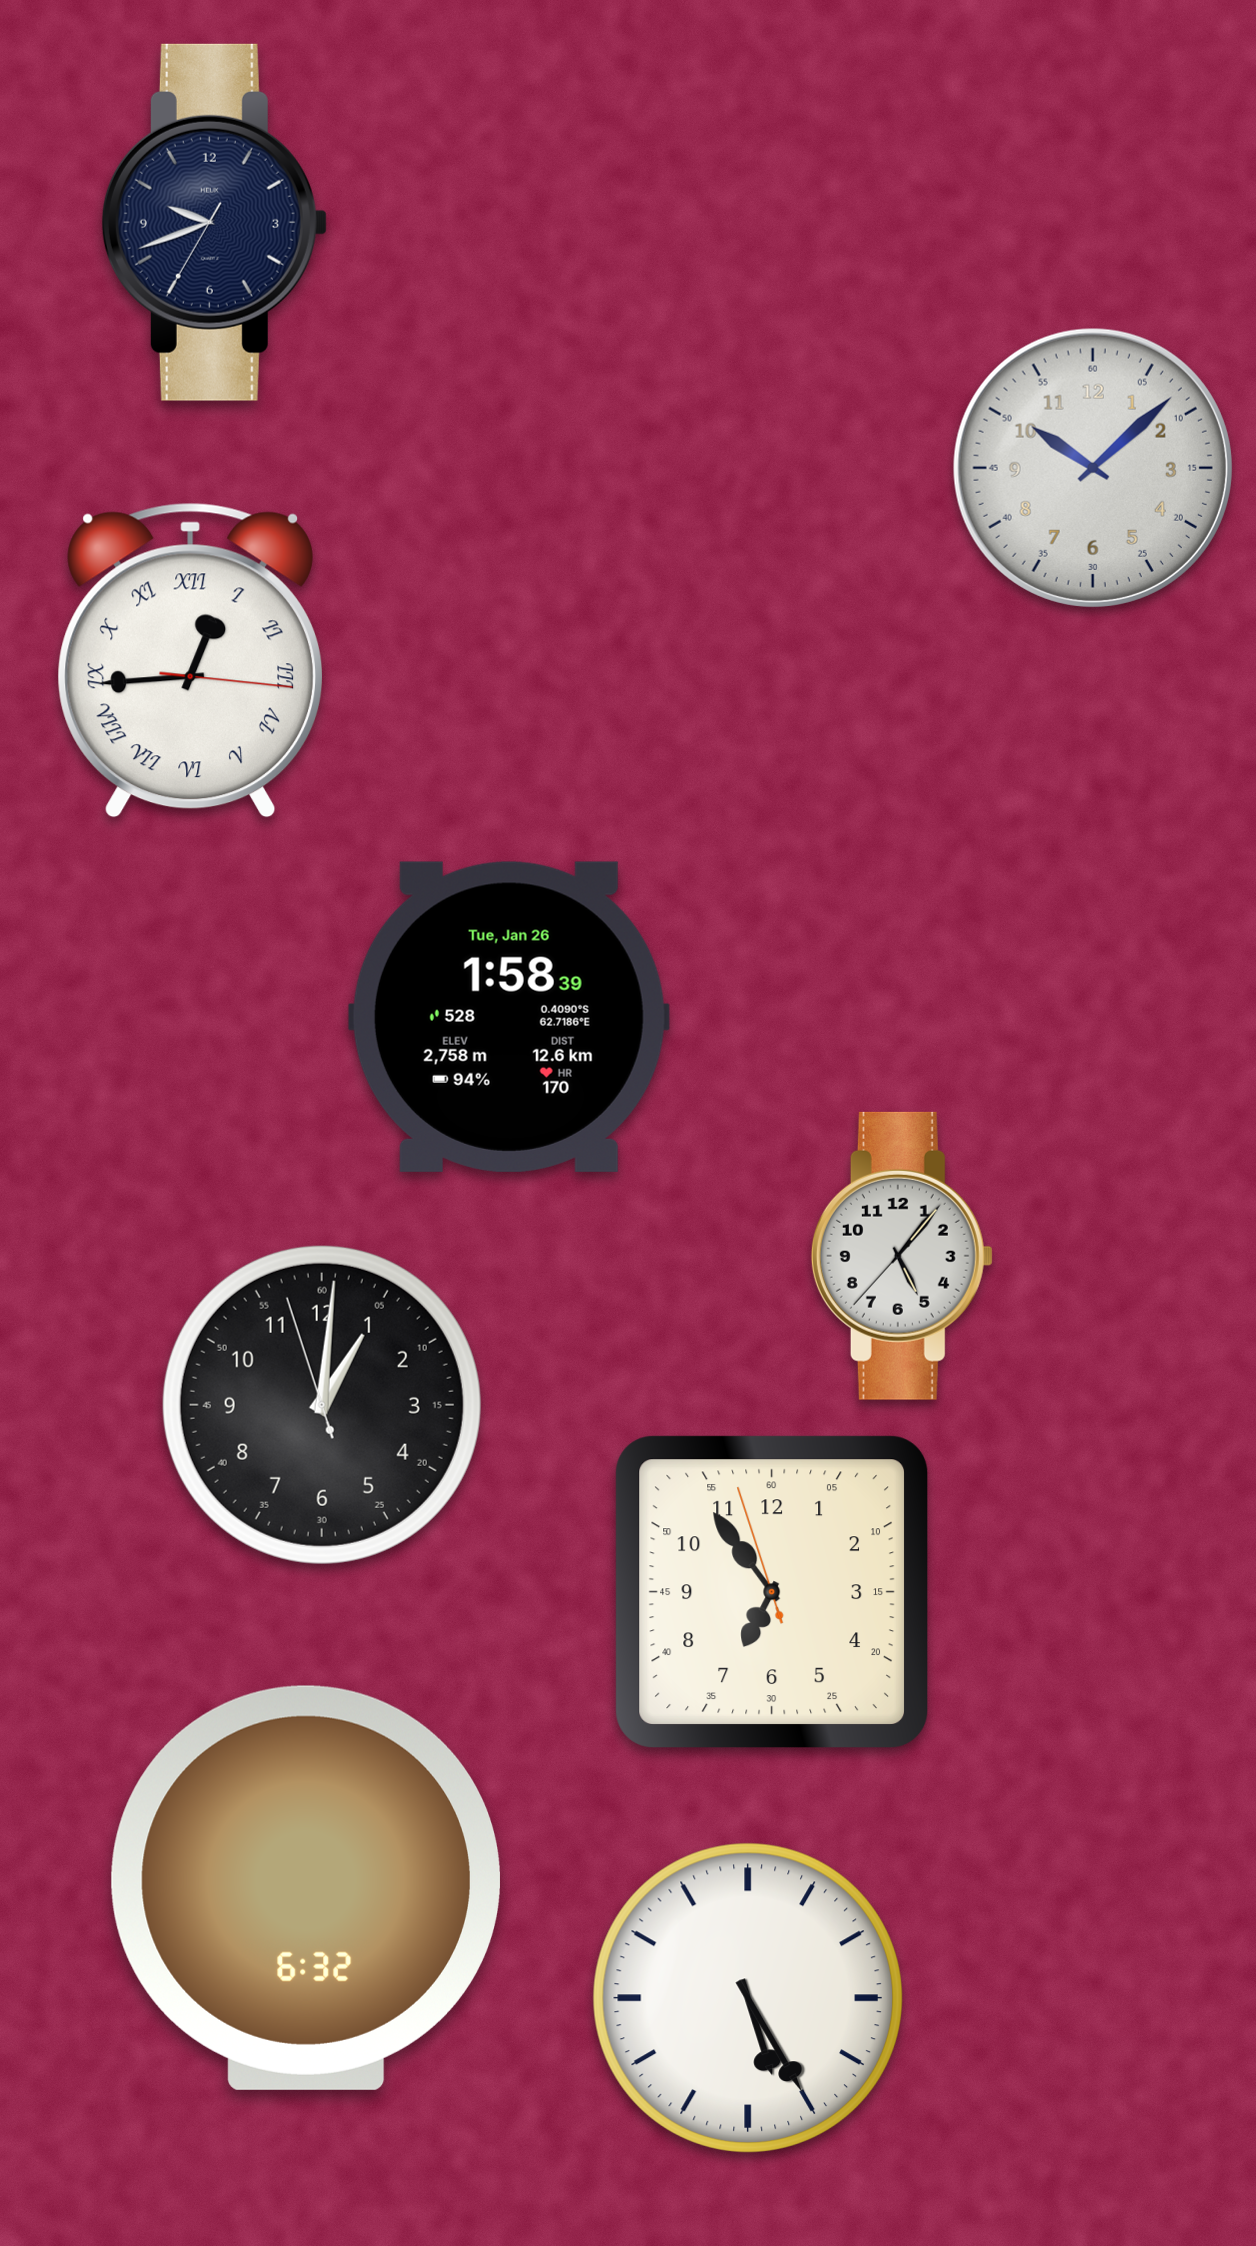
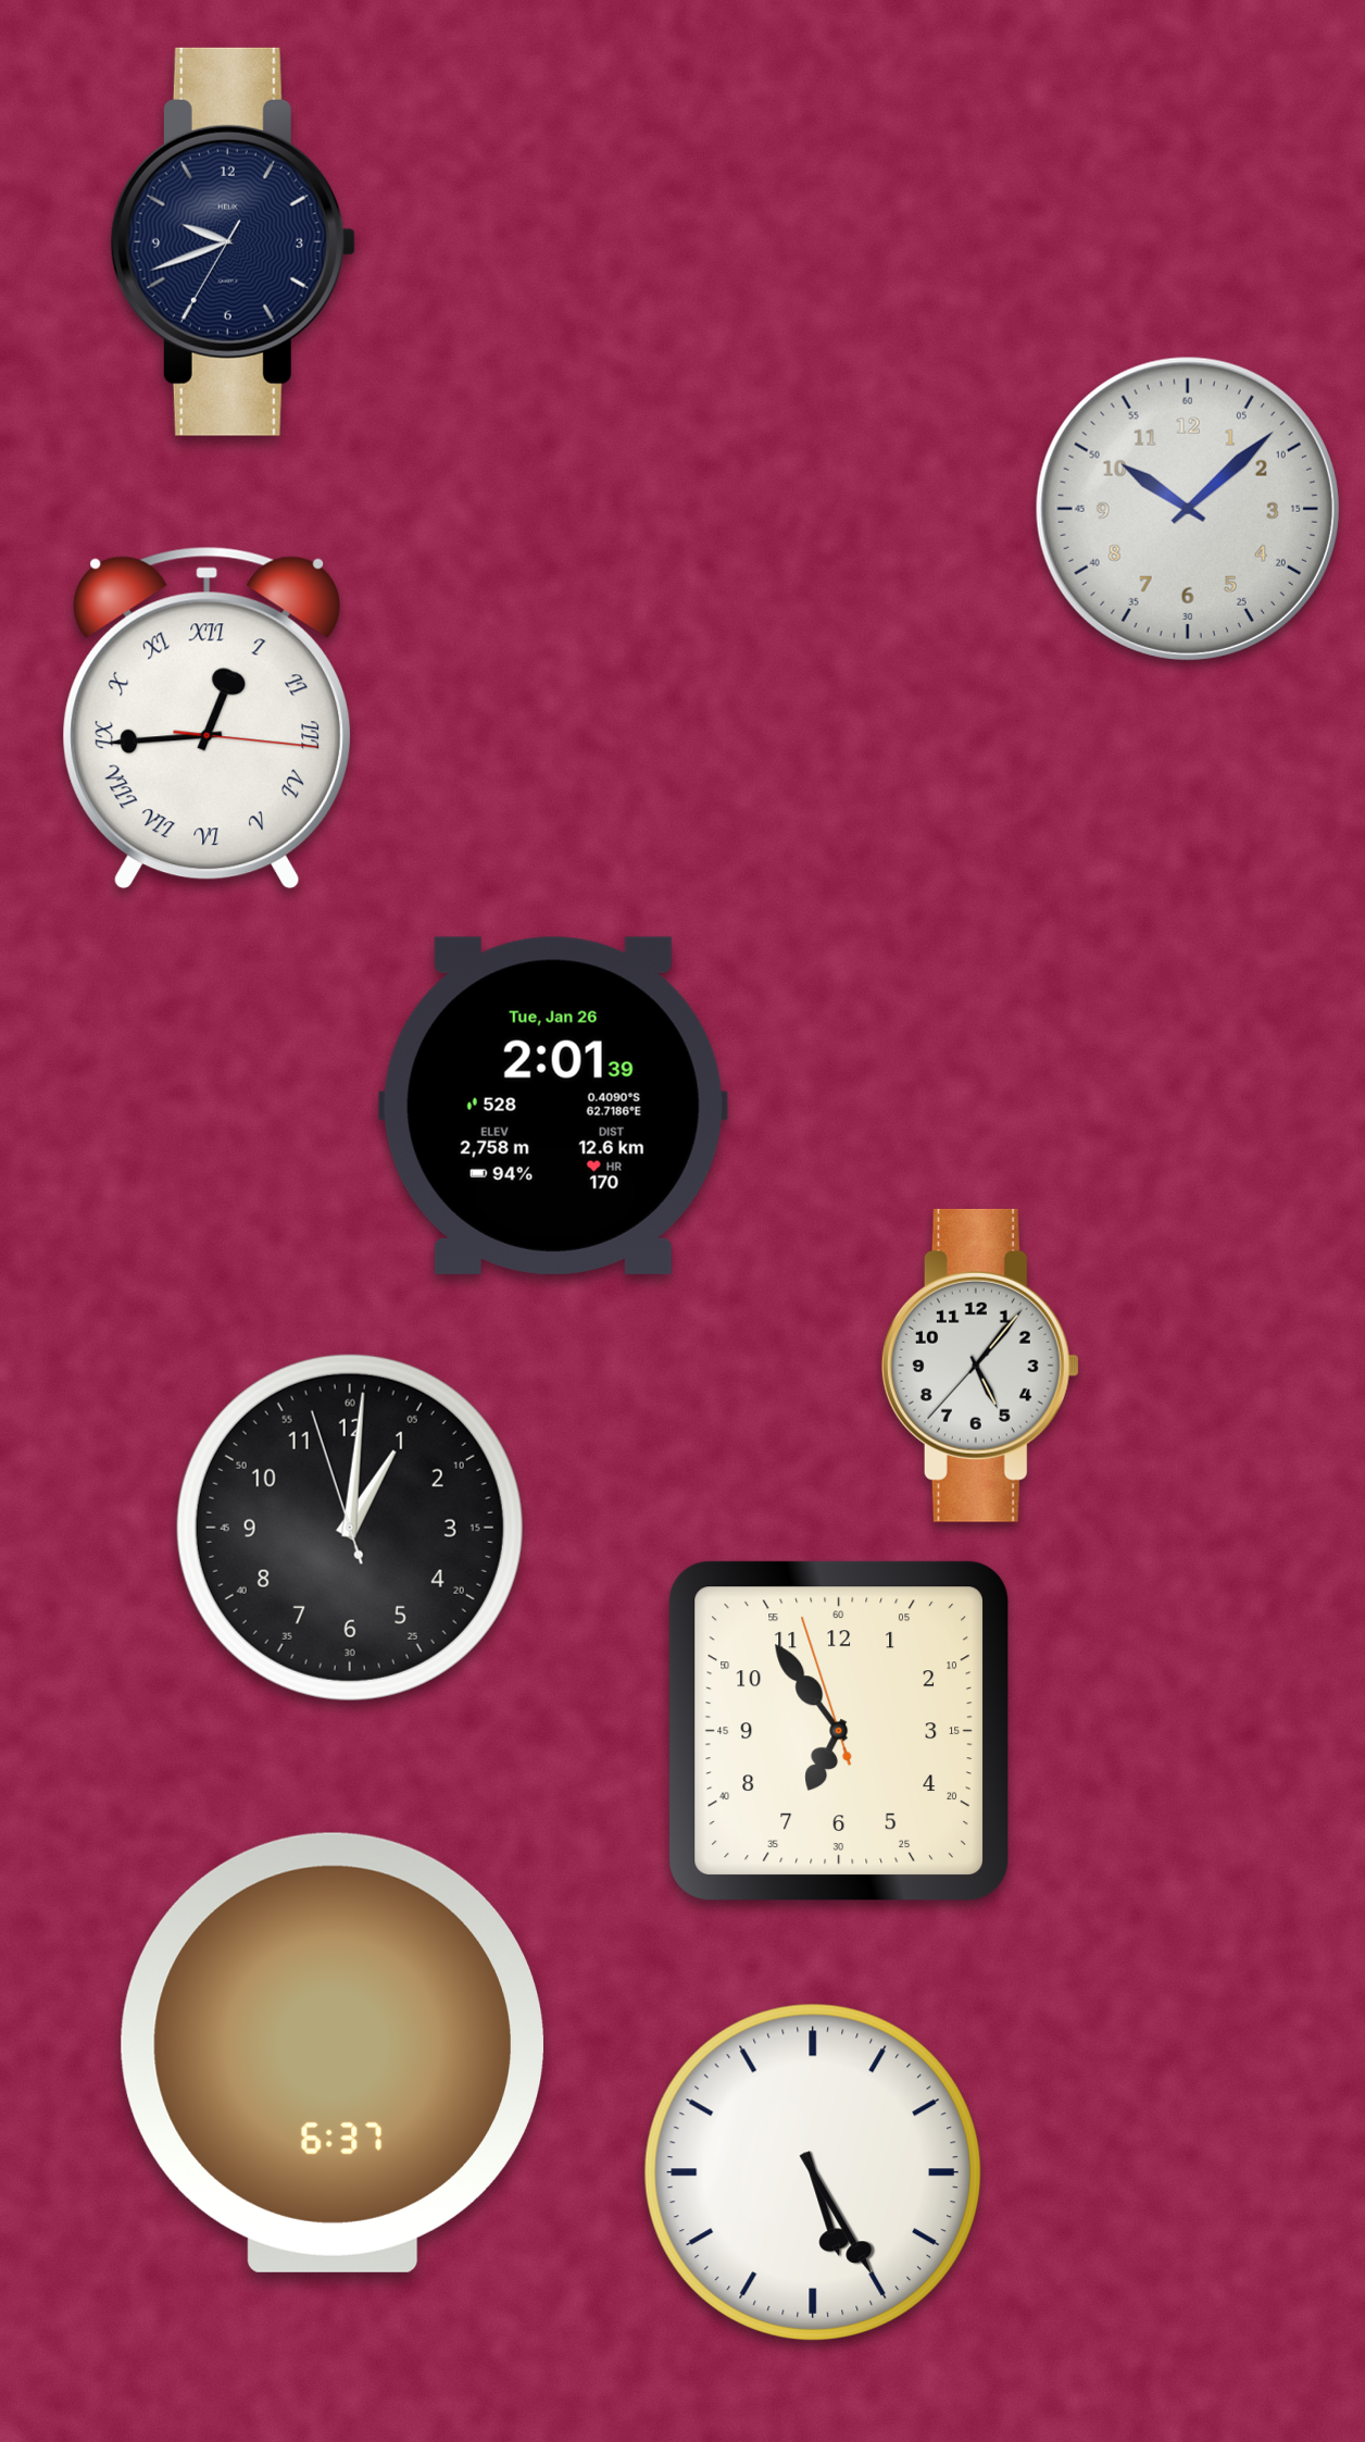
clock at (509, 1017): 1:58 -> 2:01
clock at (306, 1888): 6:32 -> 6:37
